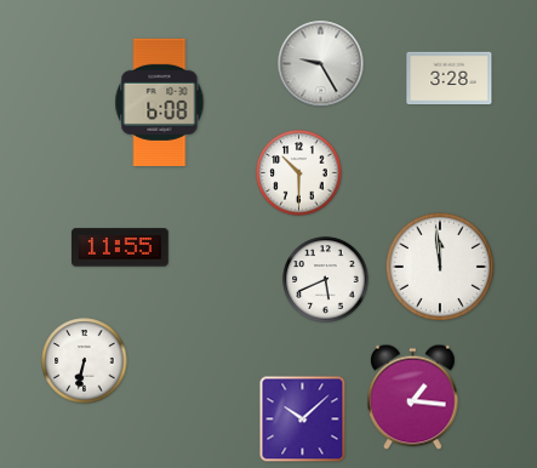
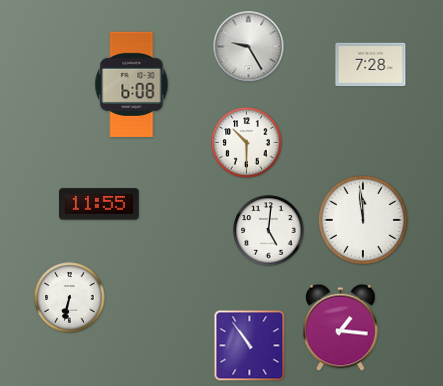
clock at (321, 64) position: (321, 64) -> (249, 47)
clock at (450, 79): 3:28 -> 7:28
clock at (326, 280): 5:41 -> 5:01
clock at (303, 420): 10:08 -> 10:54
